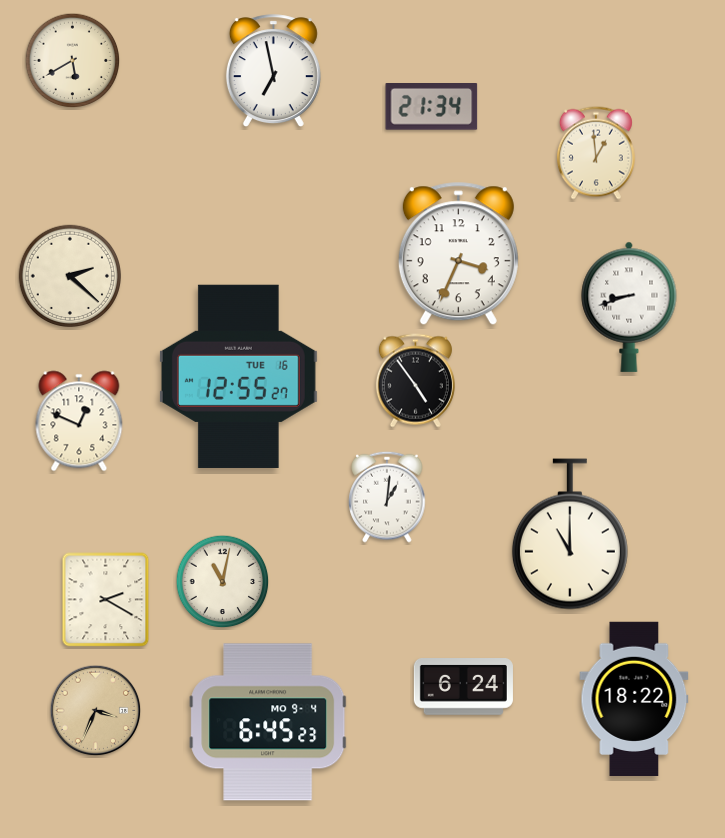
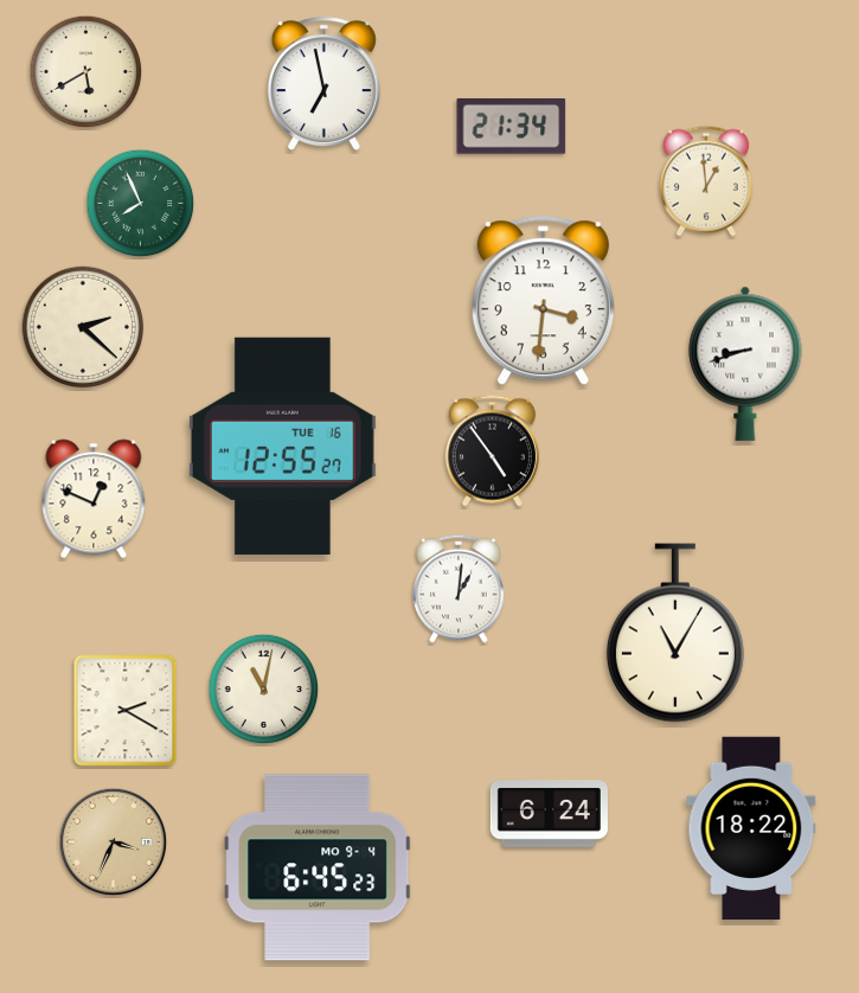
clock at (141, 204): none -> 7:56
clock at (458, 254): 3:34 -> 3:31
clock at (570, 534): 11:00 -> 11:05
clock at (268, 722) position: (268, 722) -> (318, 867)
